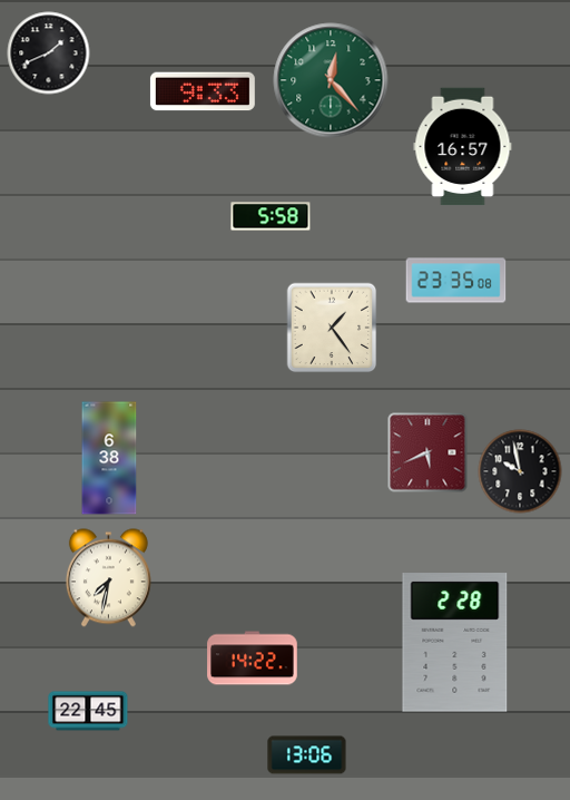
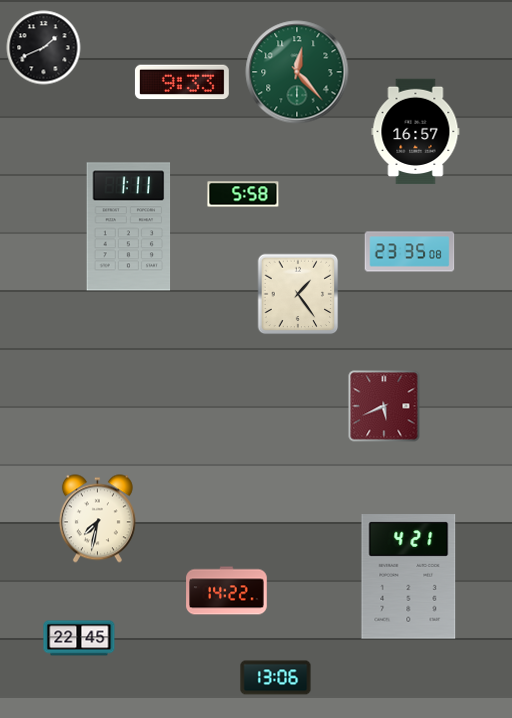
clock at (129, 227): none -> 1:11
clock at (109, 458): 6:38 -> none
clock at (520, 471): 9:58 -> none
clock at (455, 643): 2:28 -> 4:21
